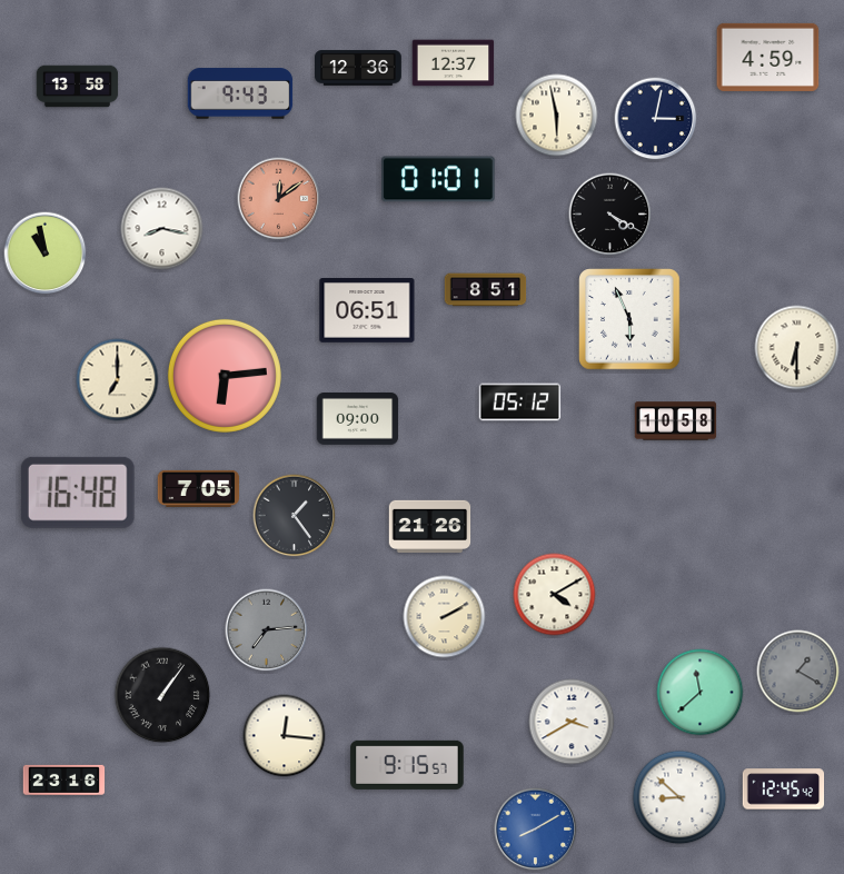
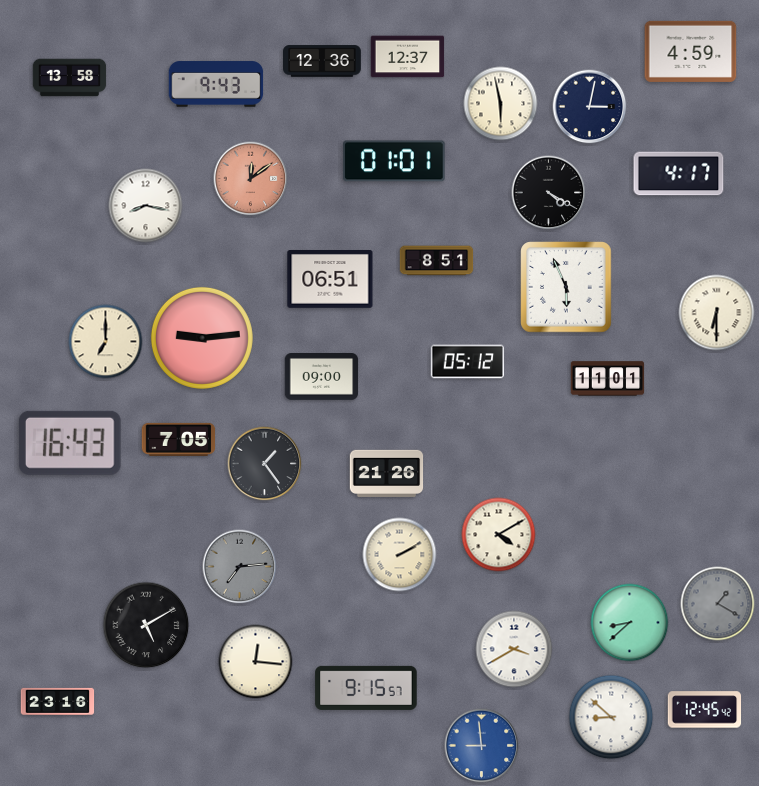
clock at (679, 174): none -> 4:17
clock at (46, 254): 10:58 -> none
clock at (225, 376): 6:14 -> 9:14
clock at (676, 421): 10:58 -> 11:01
clock at (78, 493): 16:48 -> 16:43
clock at (701, 693): 11:38 -> 8:38
clock at (162, 695): 1:06 -> 5:10
clock at (536, 830): 8:10 -> 8:59
